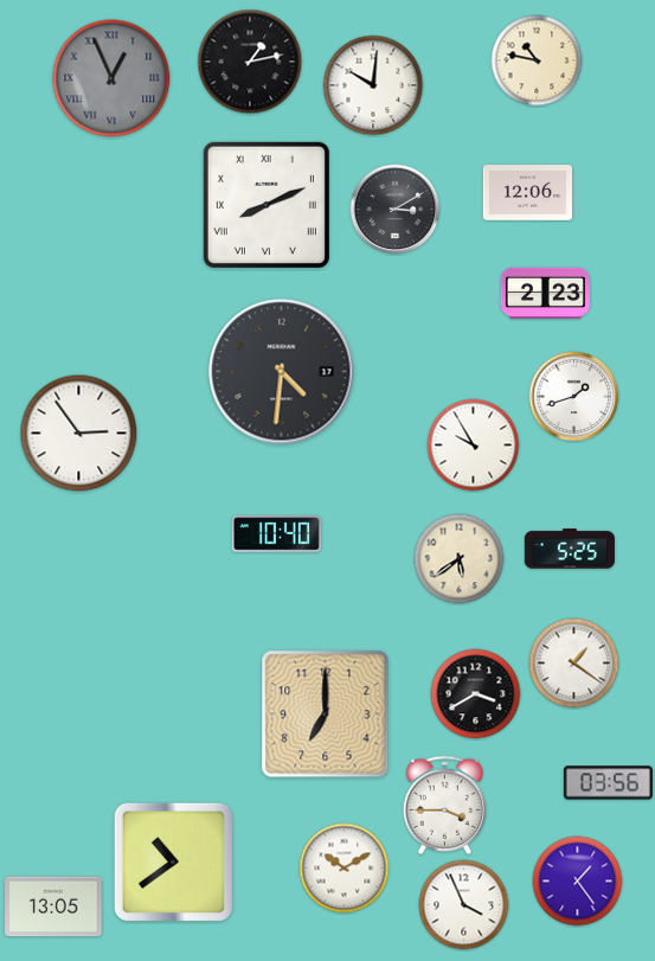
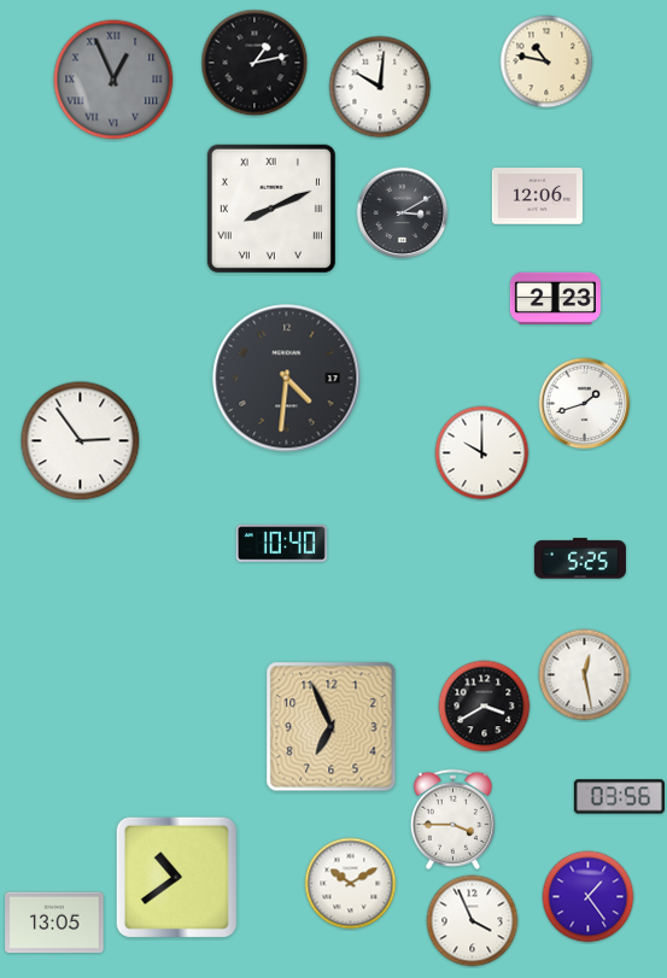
clock at (474, 446): 9:55 -> 10:00
clock at (460, 559): 5:39 -> none
clock at (574, 664): 1:21 -> 12:28
clock at (326, 715): 7:00 -> 6:56
